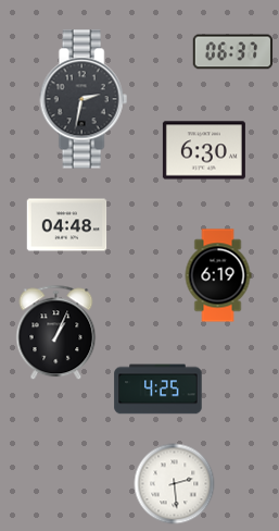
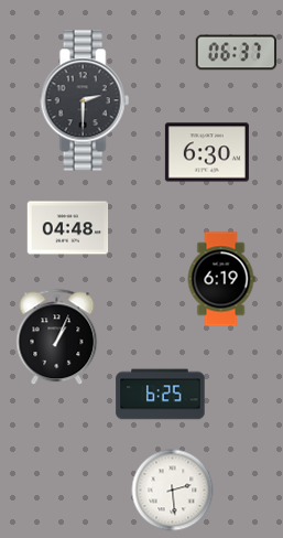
clock at (84, 99): 2:32 -> 2:30
clock at (158, 390): 4:25 -> 6:25
clock at (175, 484) position: (175, 484) -> (173, 491)
